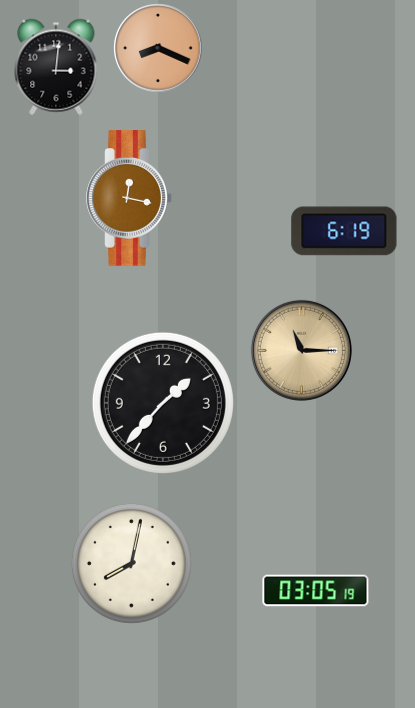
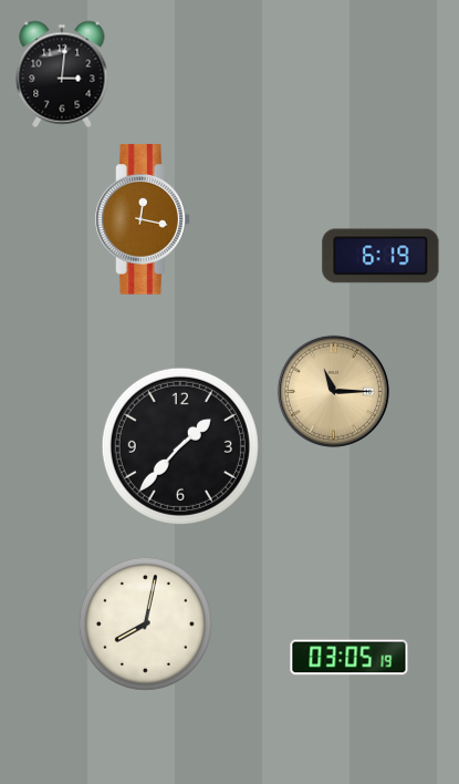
clock at (158, 48): 8:19 -> none
clock at (301, 350) position: (301, 350) -> (333, 391)
clock at (316, 591) position: (316, 591) -> (350, 658)
